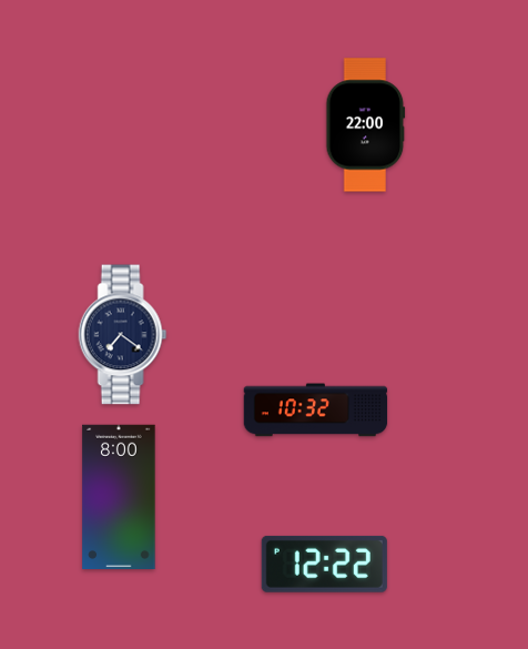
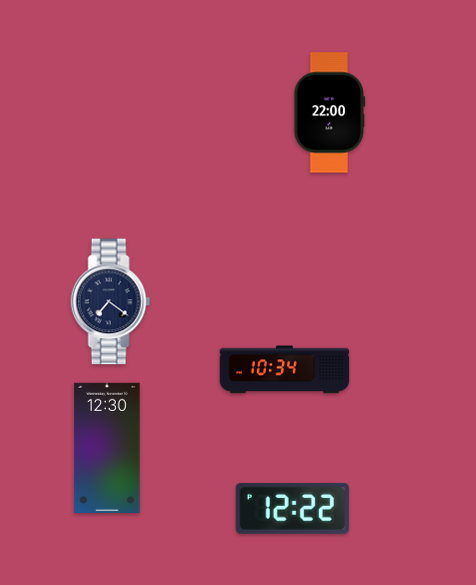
clock at (316, 410): 10:32 -> 10:34
clock at (119, 496): 8:00 -> 12:30
